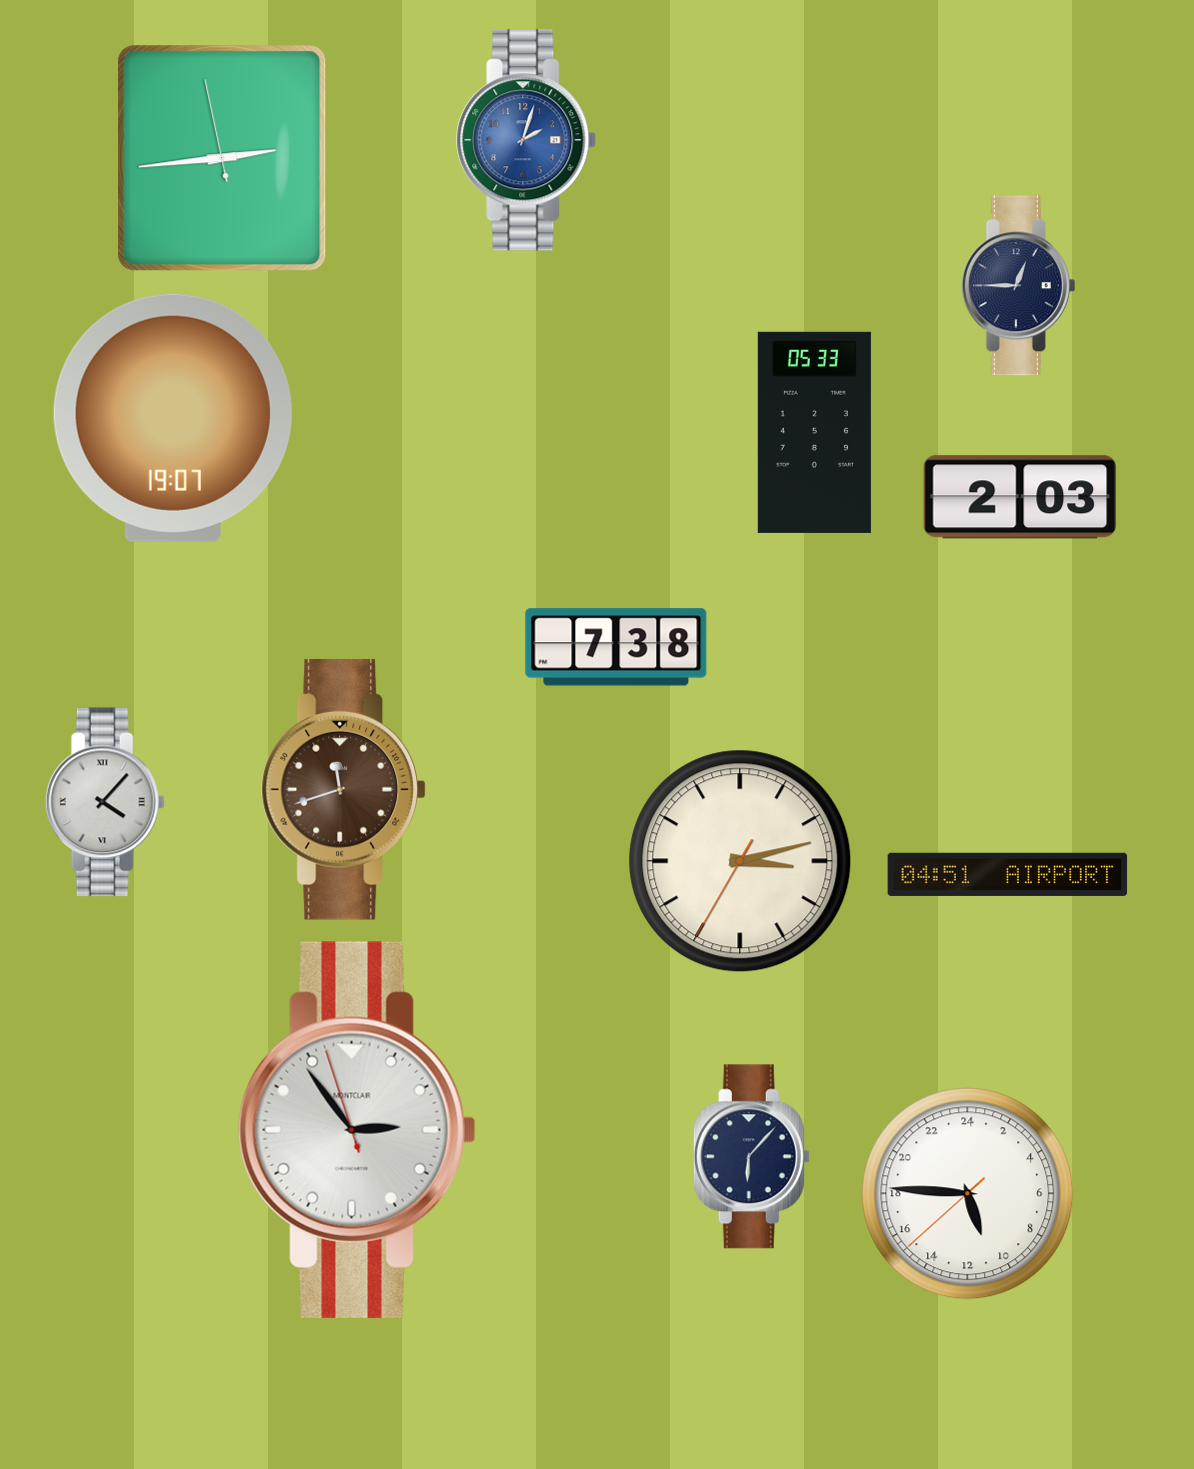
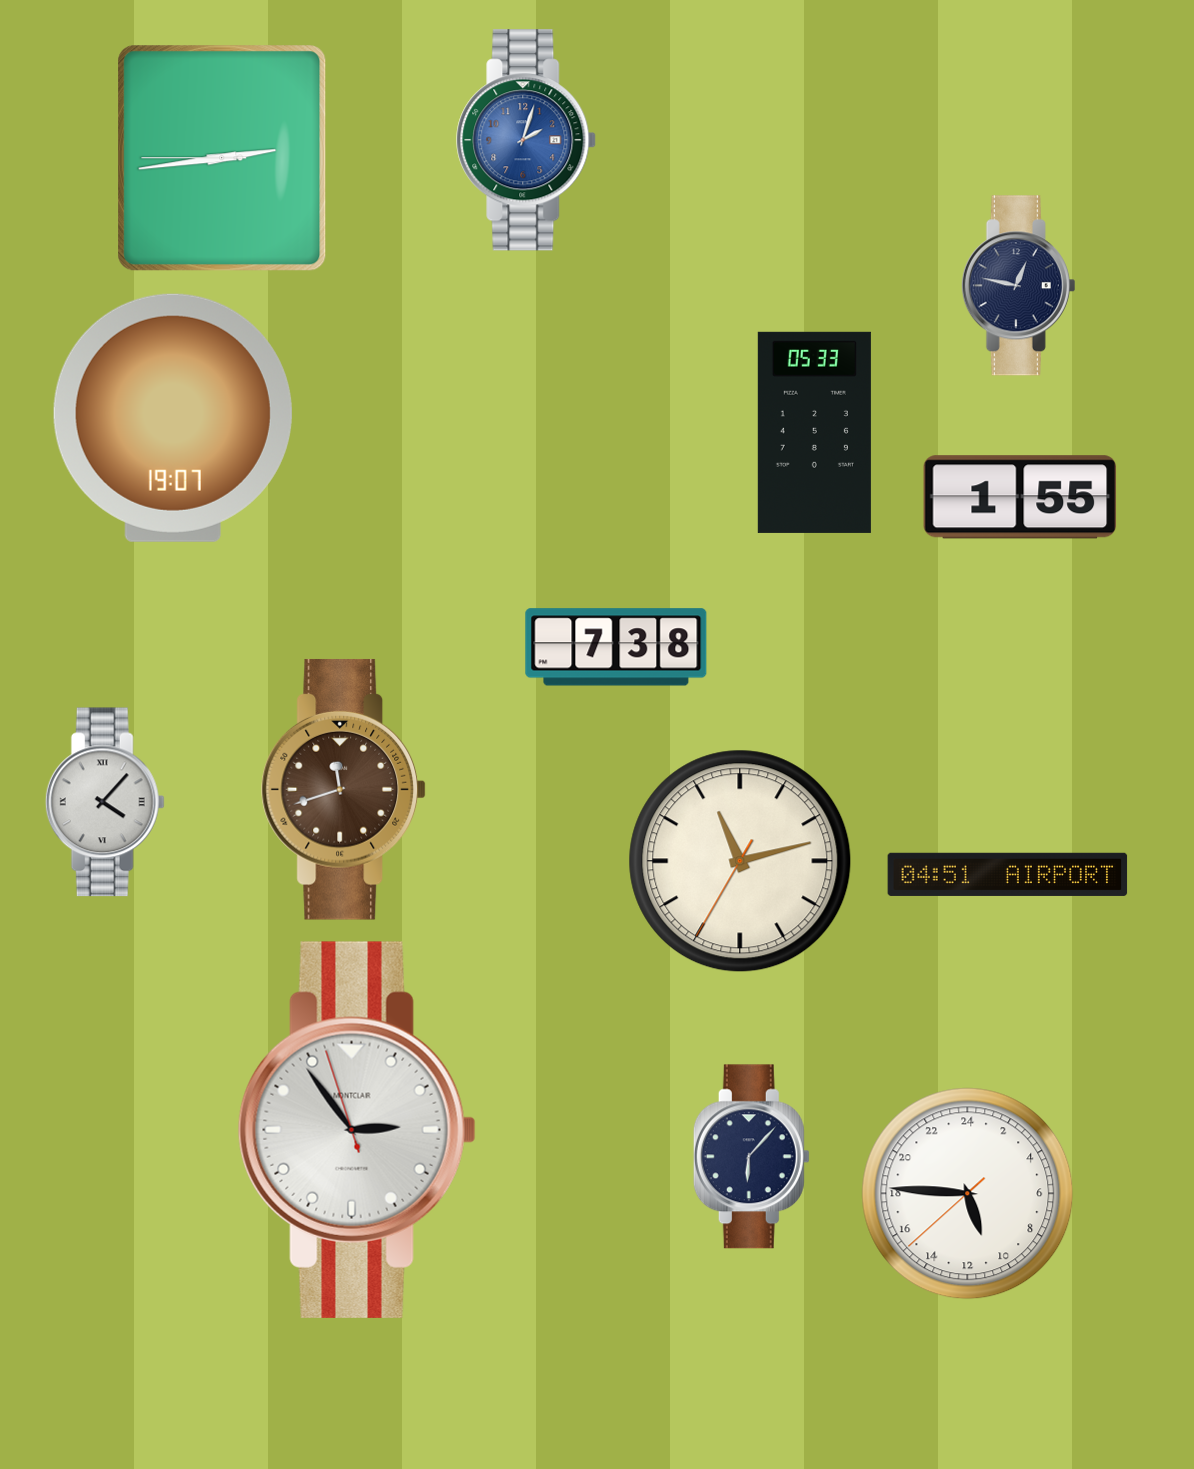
clock at (222, 158): 2:43:58 -> 2:43:45
clock at (1018, 286): 12:45 -> 12:47
clock at (1020, 497): 2:03 -> 1:55
clock at (740, 861): 3:12 -> 11:12
